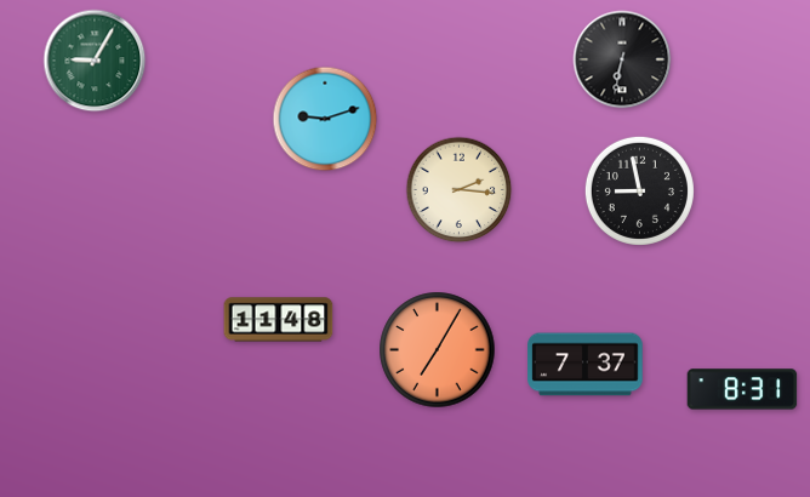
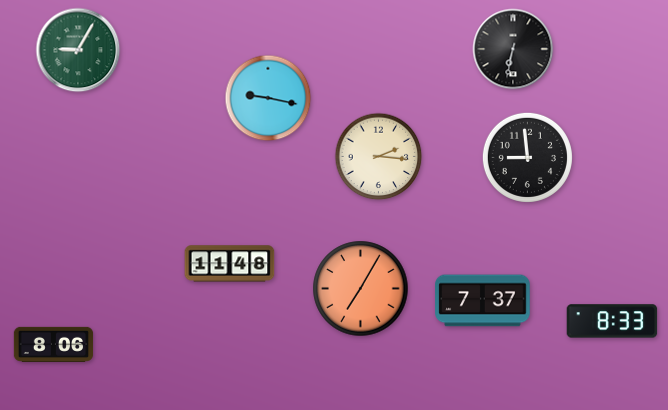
clock at (325, 119): 9:12 -> 9:17
clock at (639, 190): 8:58 -> 8:59
clock at (742, 389): 8:31 -> 8:33
clock at (54, 344): none -> 8:06
